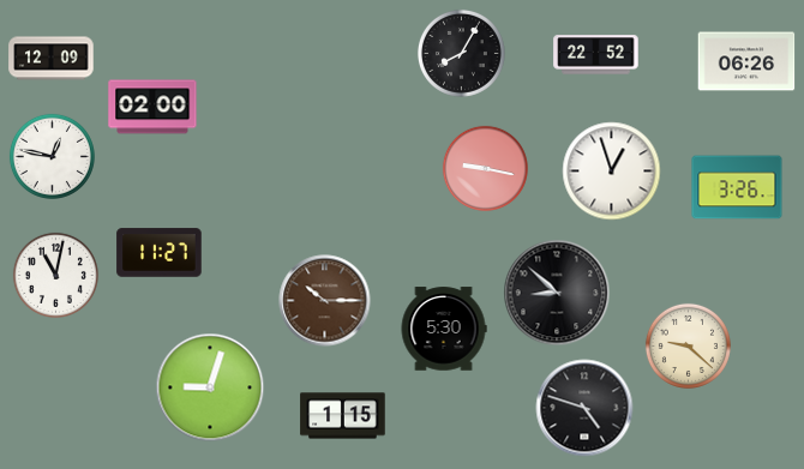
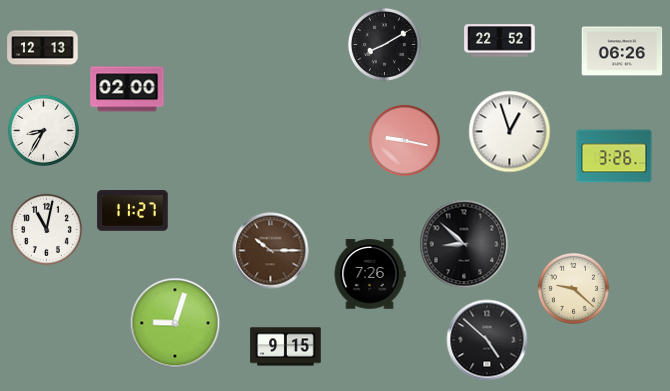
clock at (461, 53): 8:05 -> 8:10
clock at (596, 55) position: (596, 55) -> (500, 41)
clock at (52, 59): 12:09 -> 12:13
clock at (52, 156): 12:47 -> 8:35
clock at (612, 172) position: (612, 172) -> (510, 132)
clock at (444, 329): 5:30 -> 7:26
clock at (584, 408): 4:48 -> 4:52
clock at (343, 416): 1:15 -> 9:15
